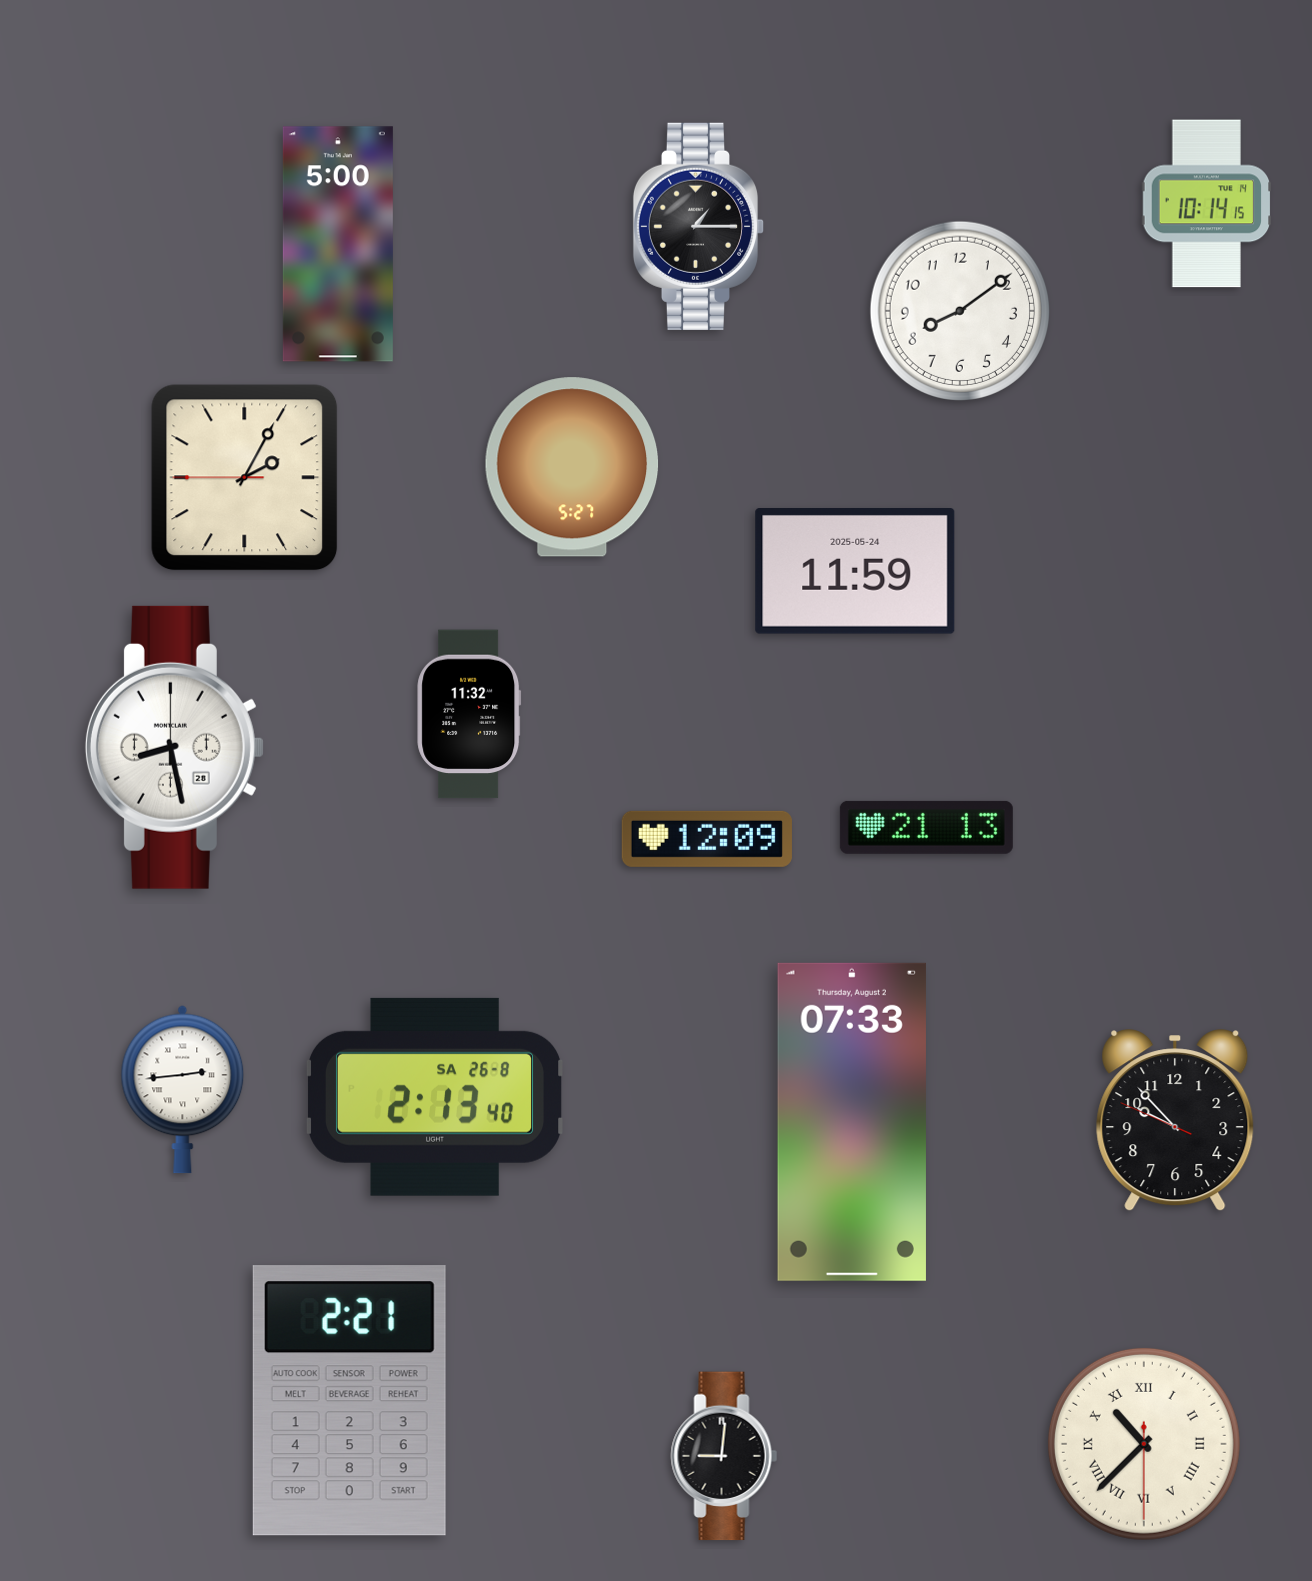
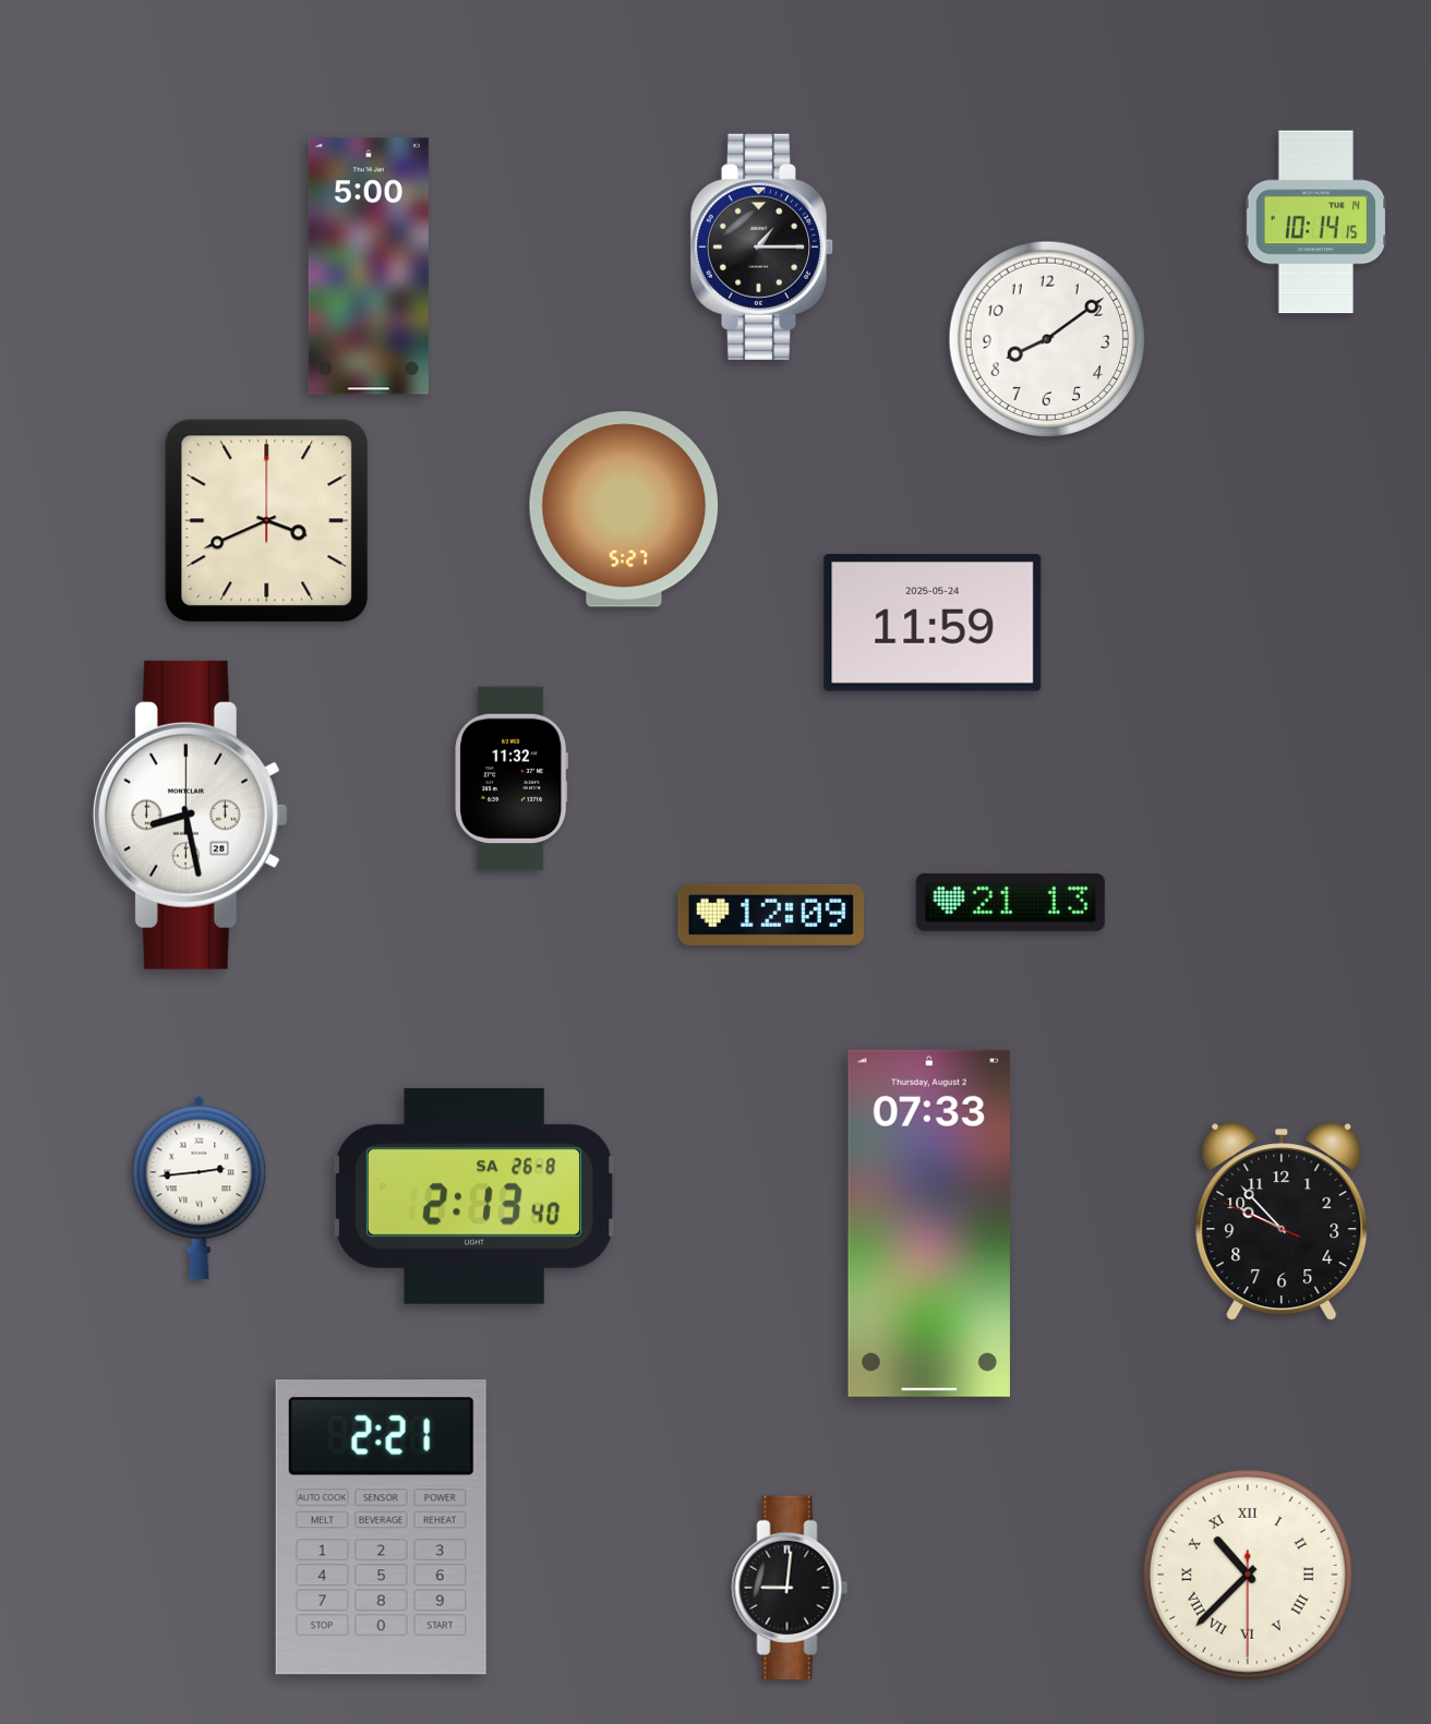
clock at (245, 478): 2:04 -> 3:41
